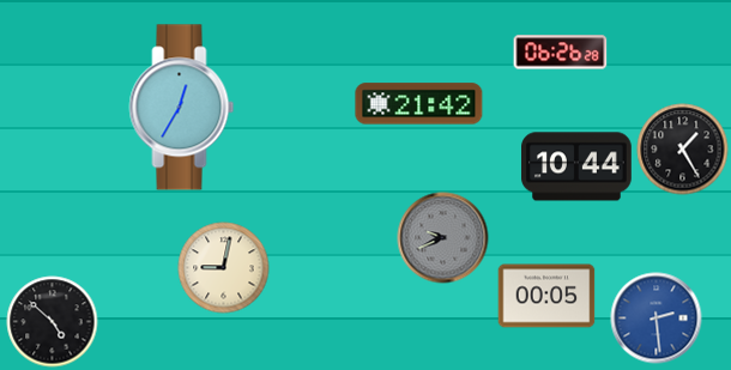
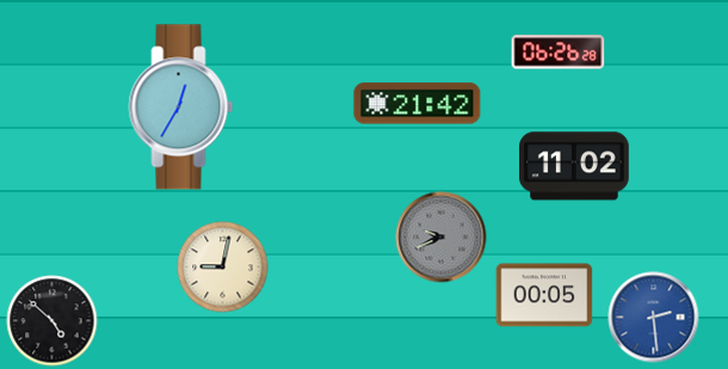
clock at (683, 150): 1:25 -> none
clock at (578, 166): 10:44 -> 11:02
